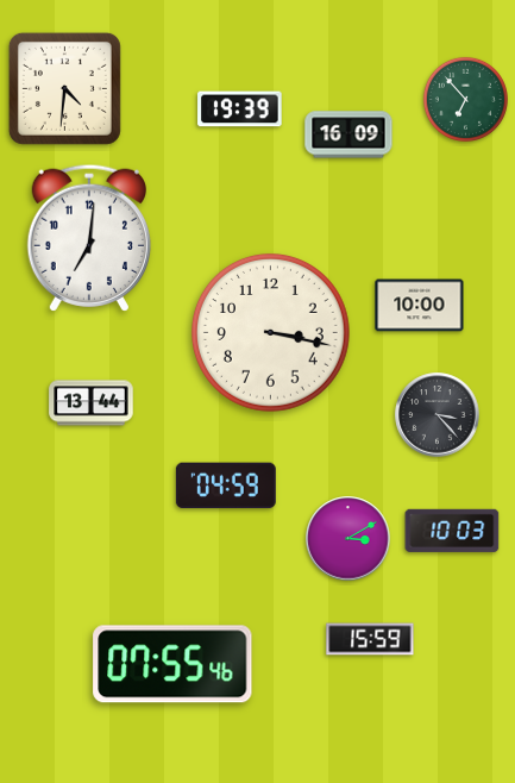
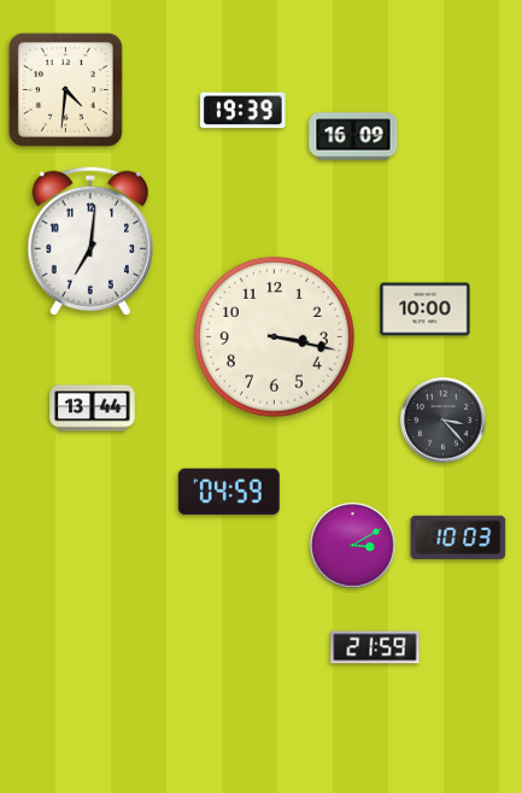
clock at (465, 99): 6:53 -> none
clock at (370, 639): 15:59 -> 21:59
clock at (172, 664): 07:55 -> none
